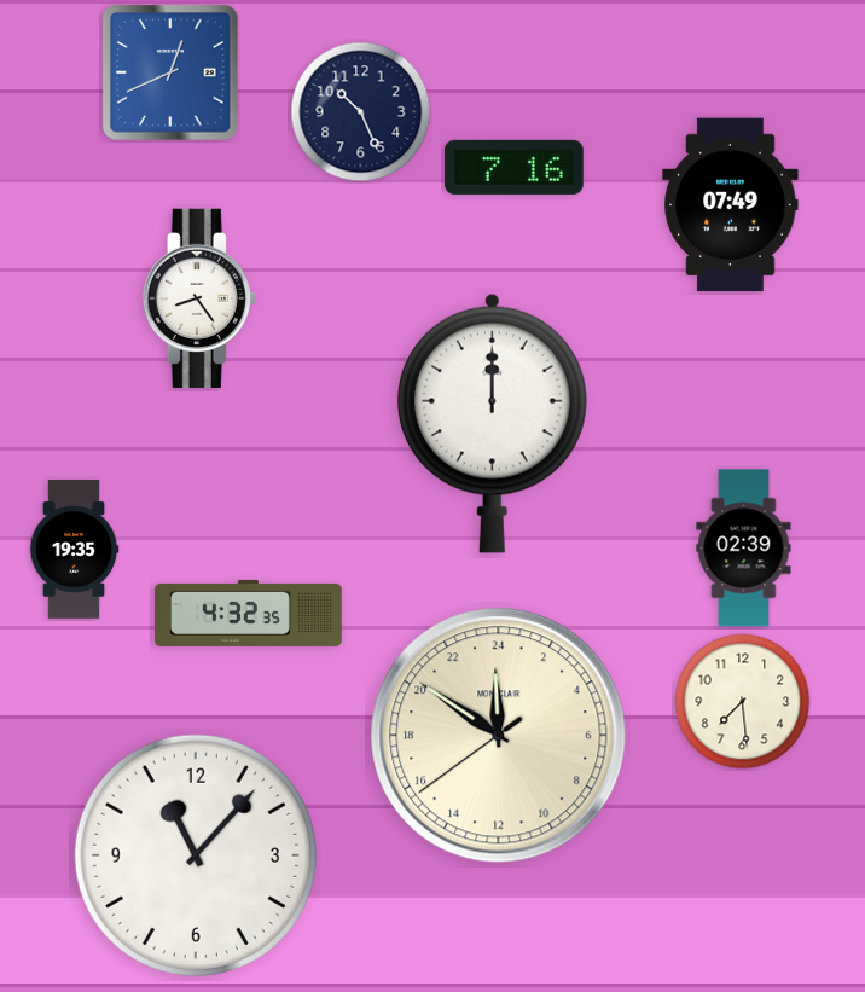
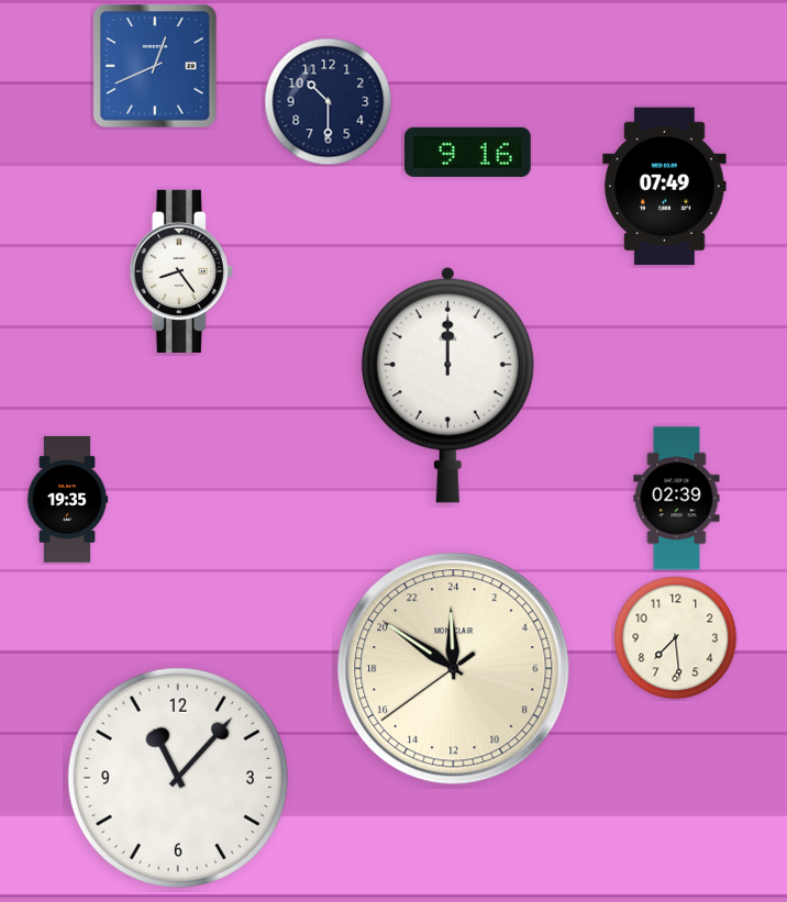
clock at (361, 112): 10:26 -> 10:30
clock at (515, 167): 7:16 -> 9:16
clock at (248, 613): 4:32 -> none
